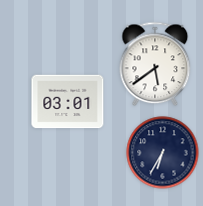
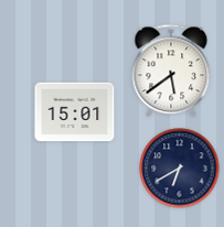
clock at (68, 102): 03:01 -> 15:01
clock at (163, 153): 6:35 -> 6:40
